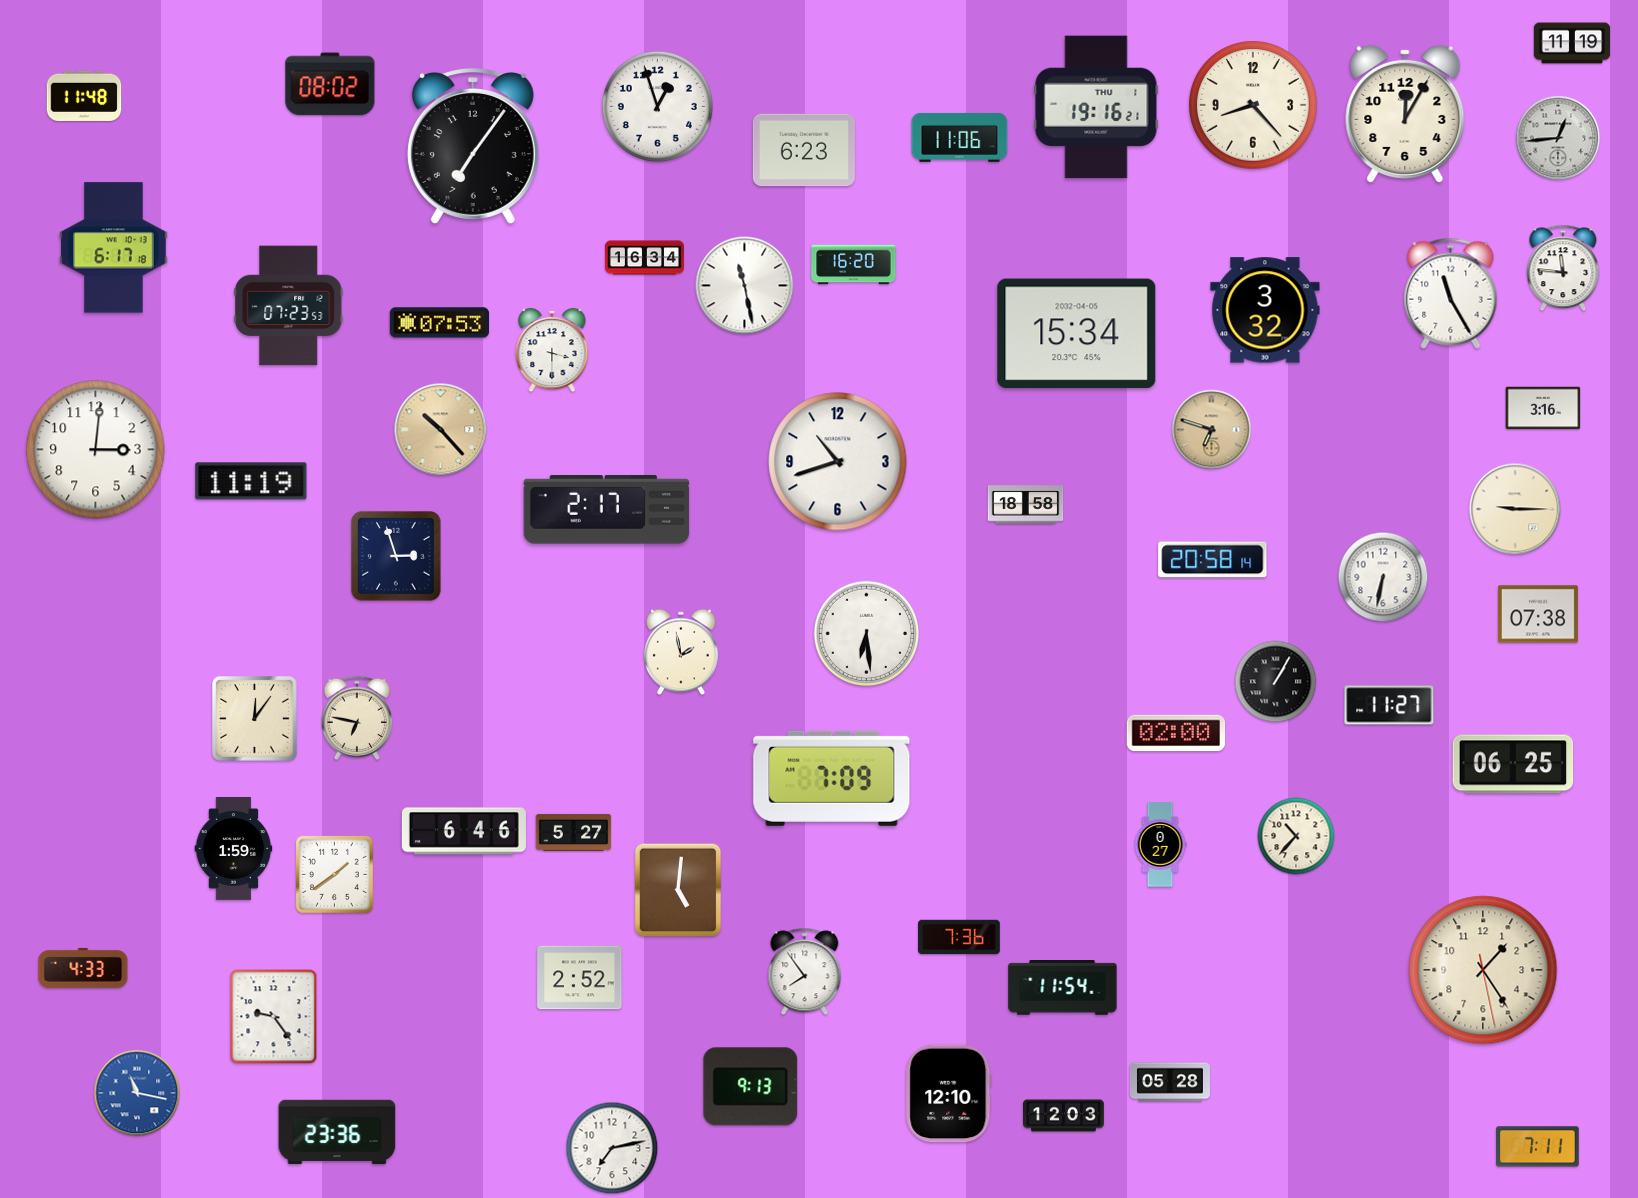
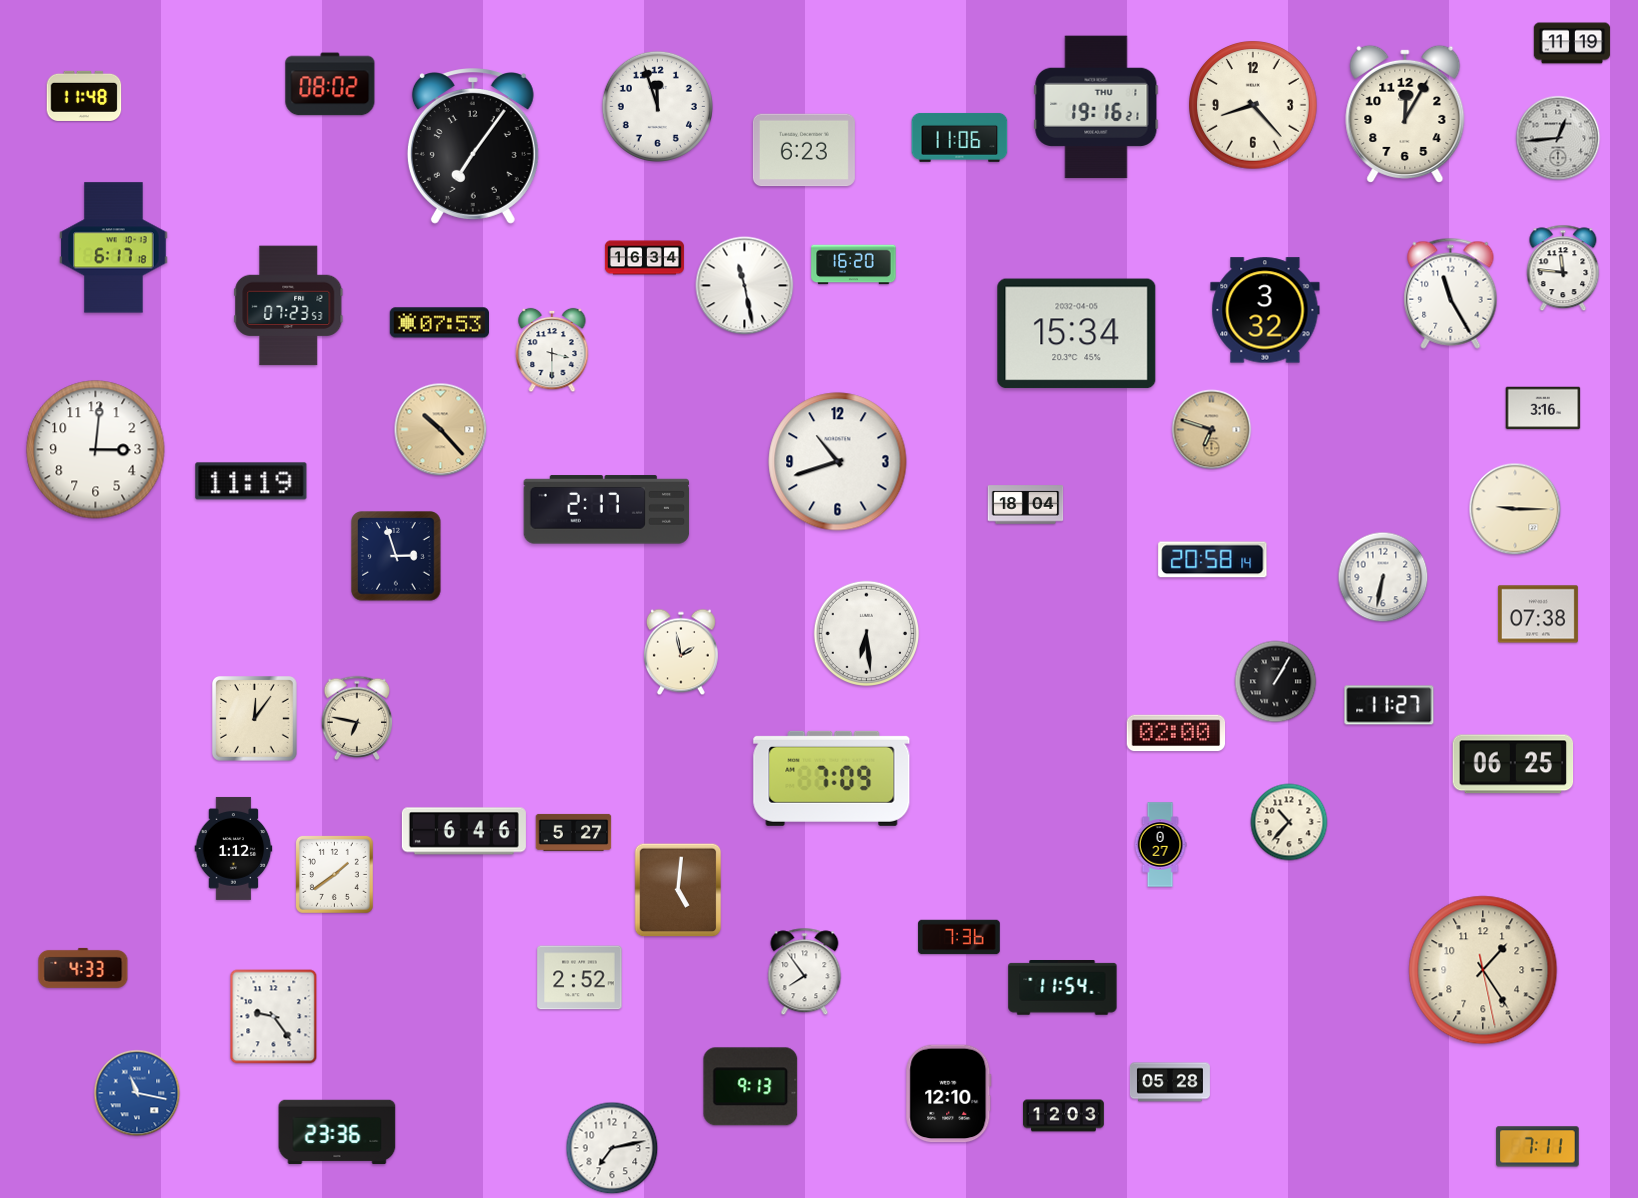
clock at (657, 106): 12:57 -> 11:57
clock at (1026, 505): 18:58 -> 18:04
clock at (1296, 836) position: (1296, 836) -> (1289, 822)
clock at (234, 848): 1:59 -> 1:12
